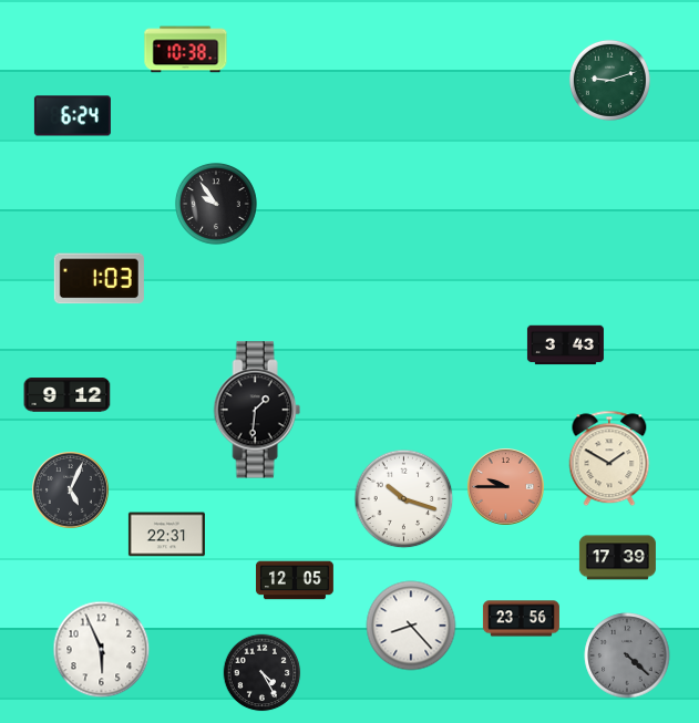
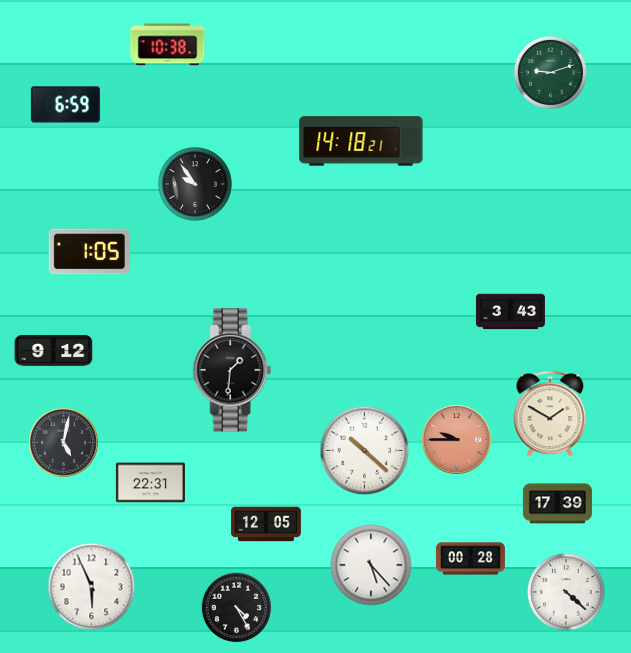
clock at (72, 116): 6:24 -> 6:59
clock at (361, 141): none -> 14:18
clock at (99, 279): 1:03 -> 1:05
clock at (68, 395) position: (68, 395) -> (54, 351)
clock at (71, 490): 5:04 -> 5:02
clock at (404, 499): 10:18 -> 10:22
clock at (521, 619): 23:56 -> 00:28
clock at (411, 626): 8:23 -> 5:23
clock at (627, 655) dial: grey -> white
